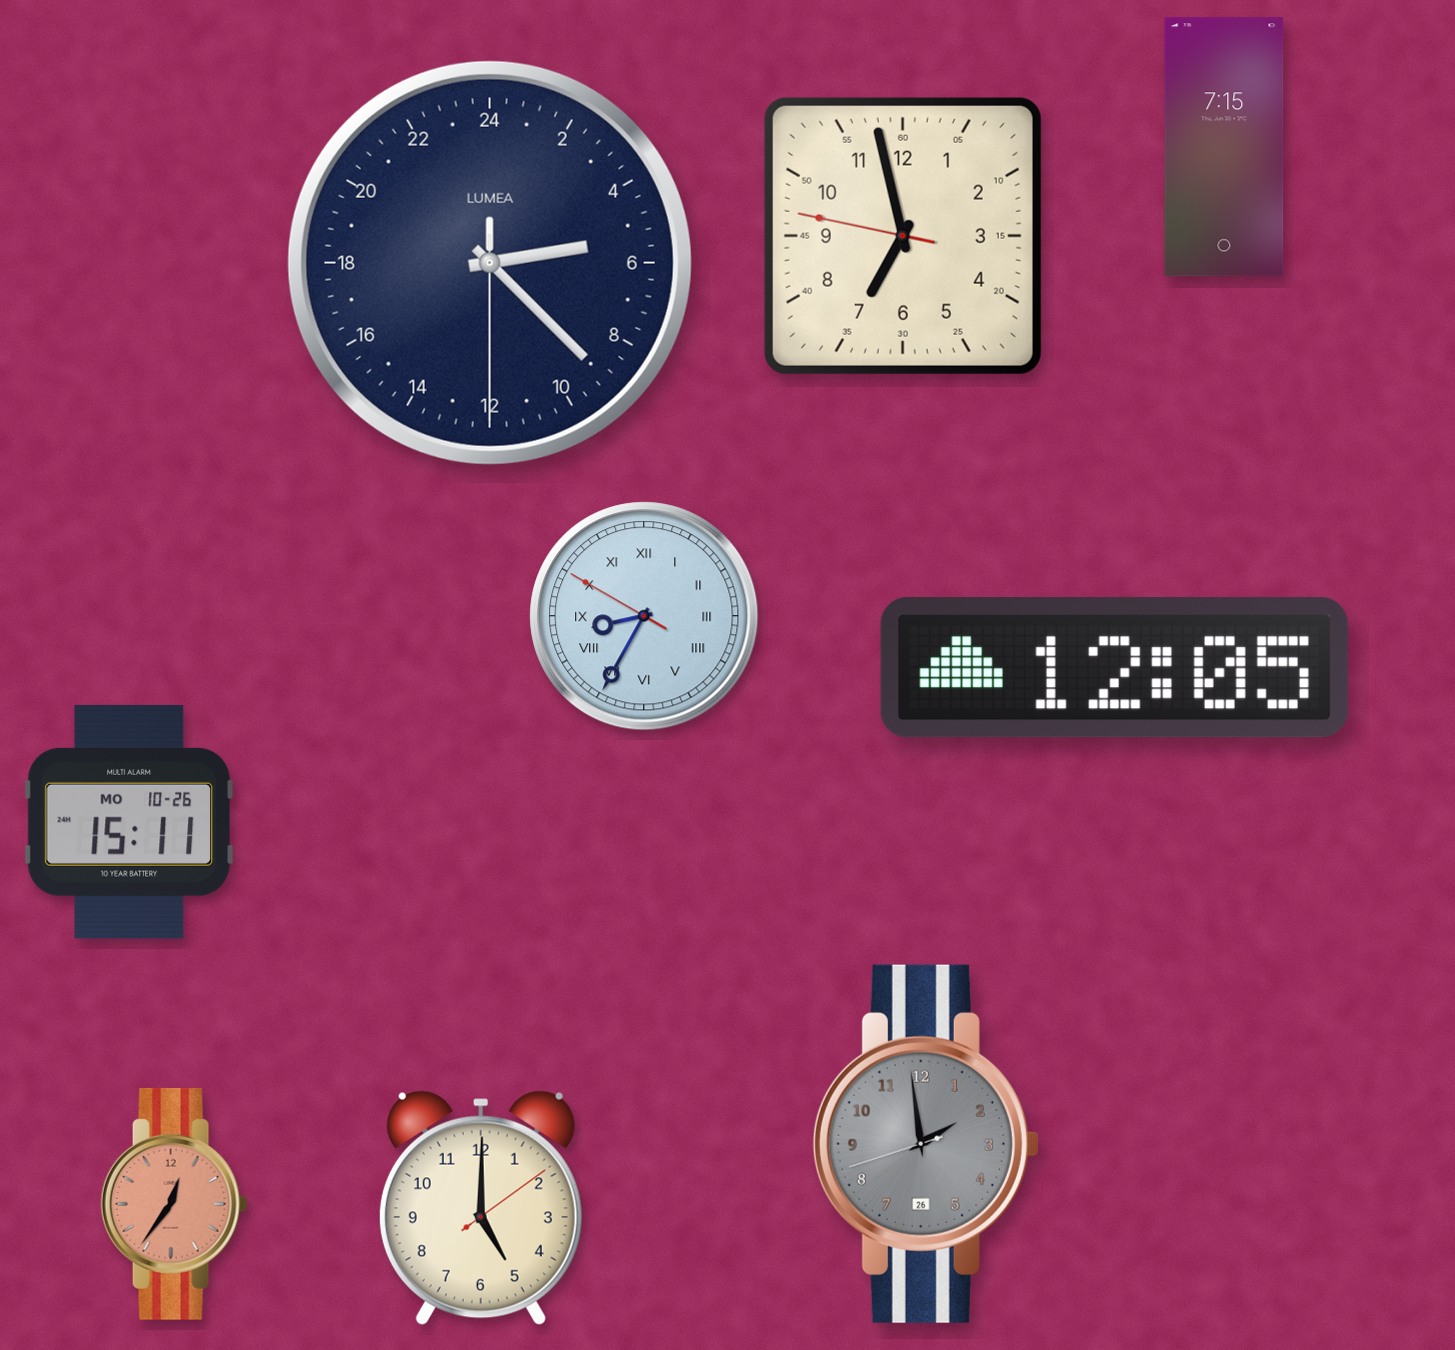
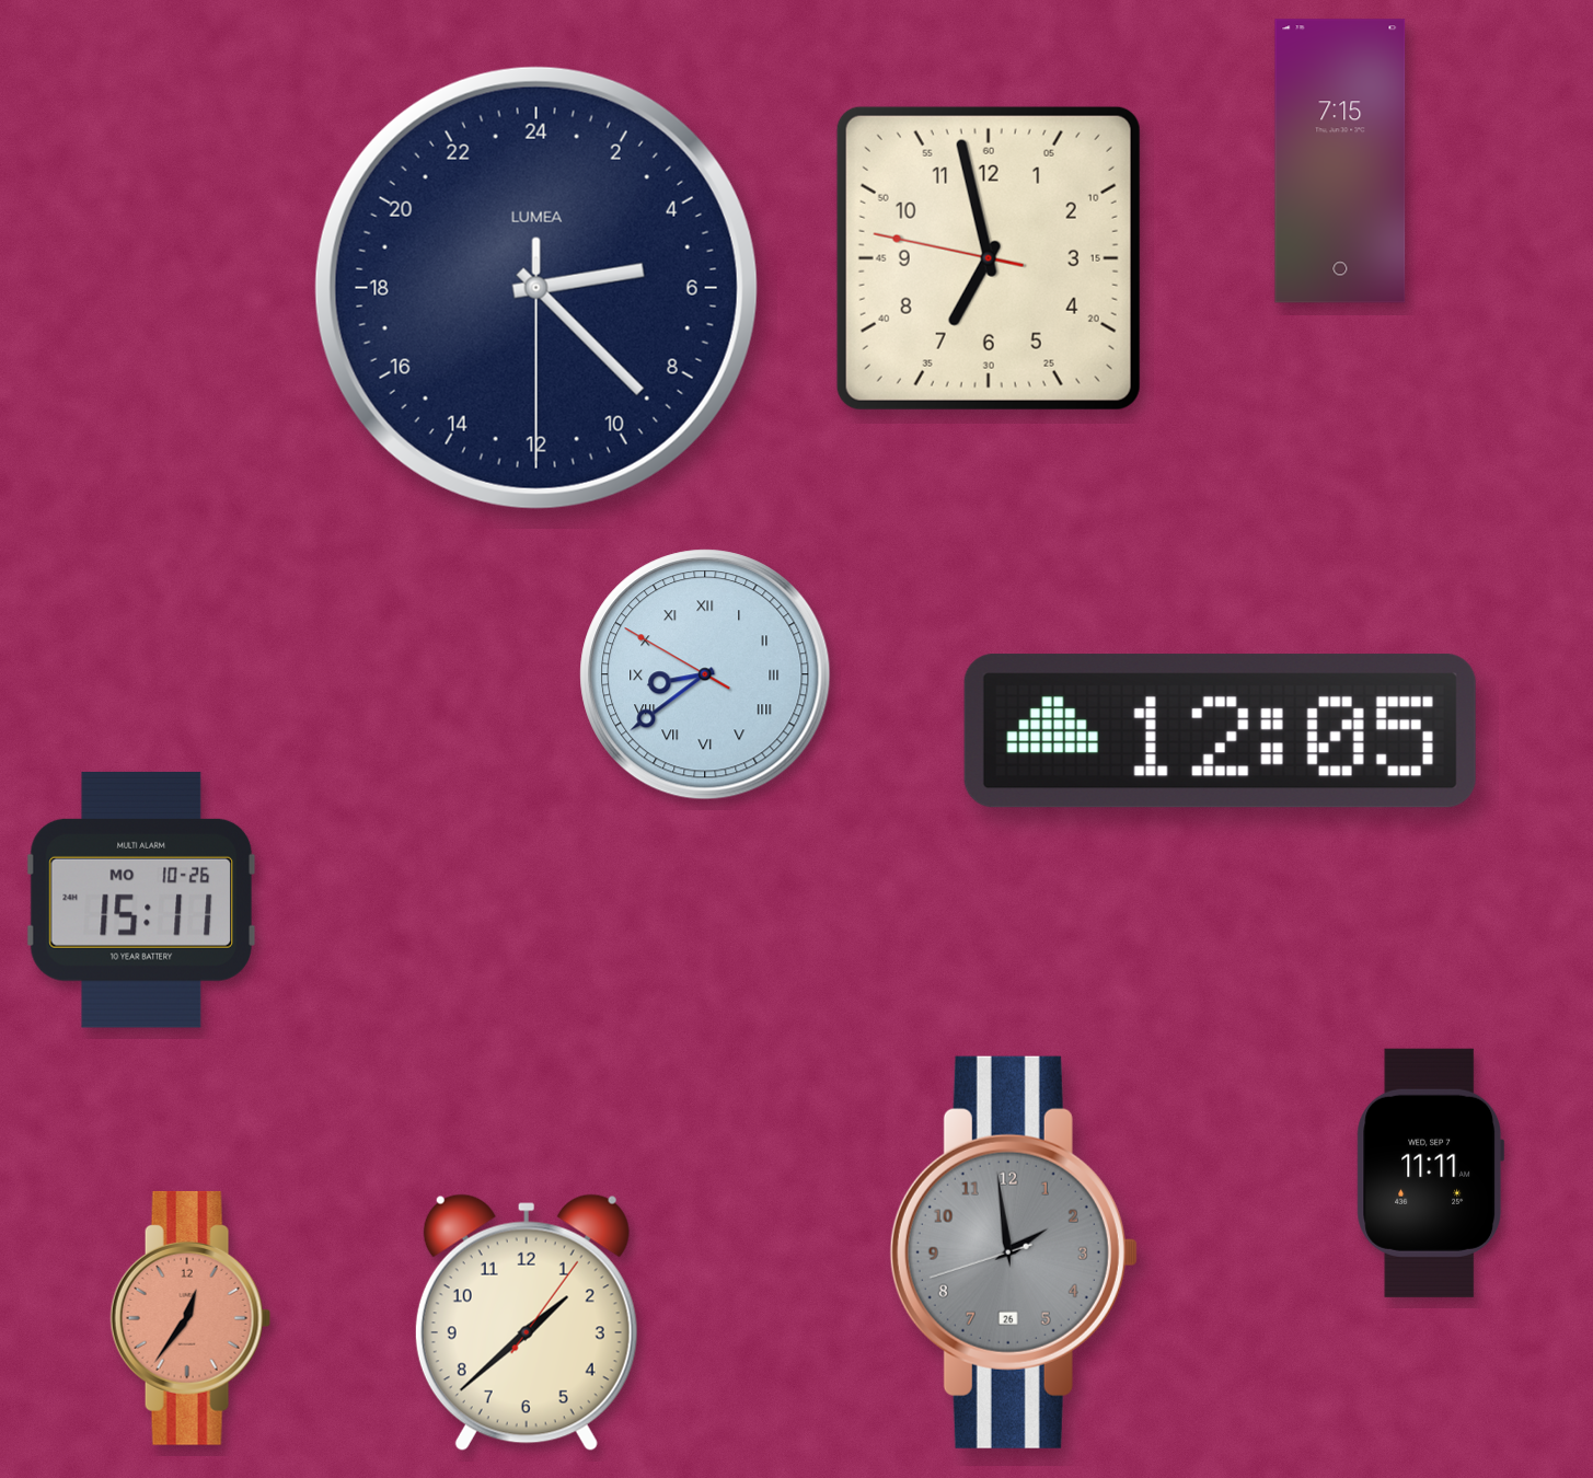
clock at (644, 616): 8:34 -> 8:38
clock at (1431, 1173): none -> 11:11
clock at (481, 1208): 5:00 -> 1:38
